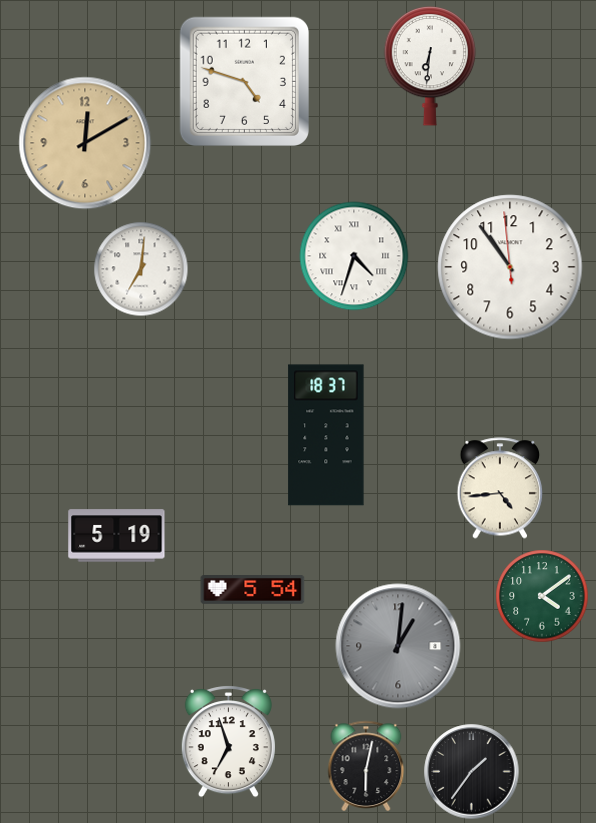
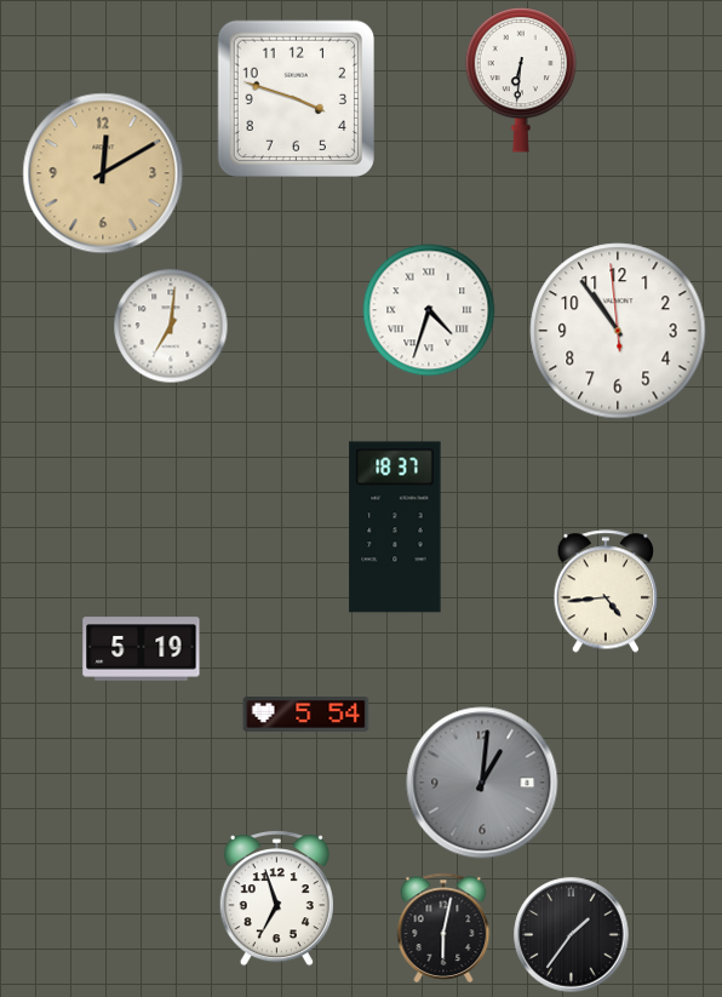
clock at (244, 81): 4:48 -> 3:48
clock at (510, 267) position: (510, 267) -> (618, 331)
clock at (542, 596): 4:09 -> none
